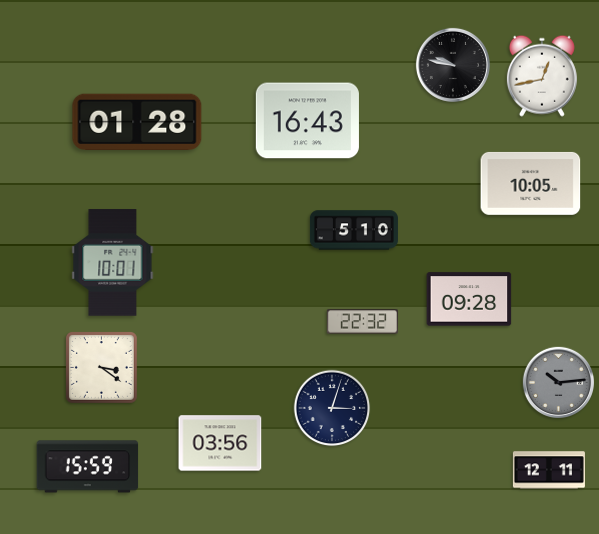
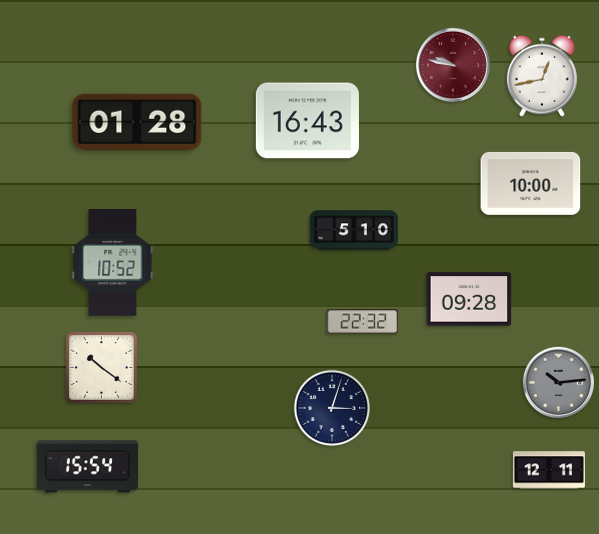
clock at (453, 65) dial: black -> burgundy
clock at (531, 183): 10:05 -> 10:00
clock at (113, 263): 10:01 -> 10:52
clock at (101, 367): 3:21 -> 10:21
clock at (220, 443): 03:56 -> none
clock at (88, 467): 15:59 -> 15:54
